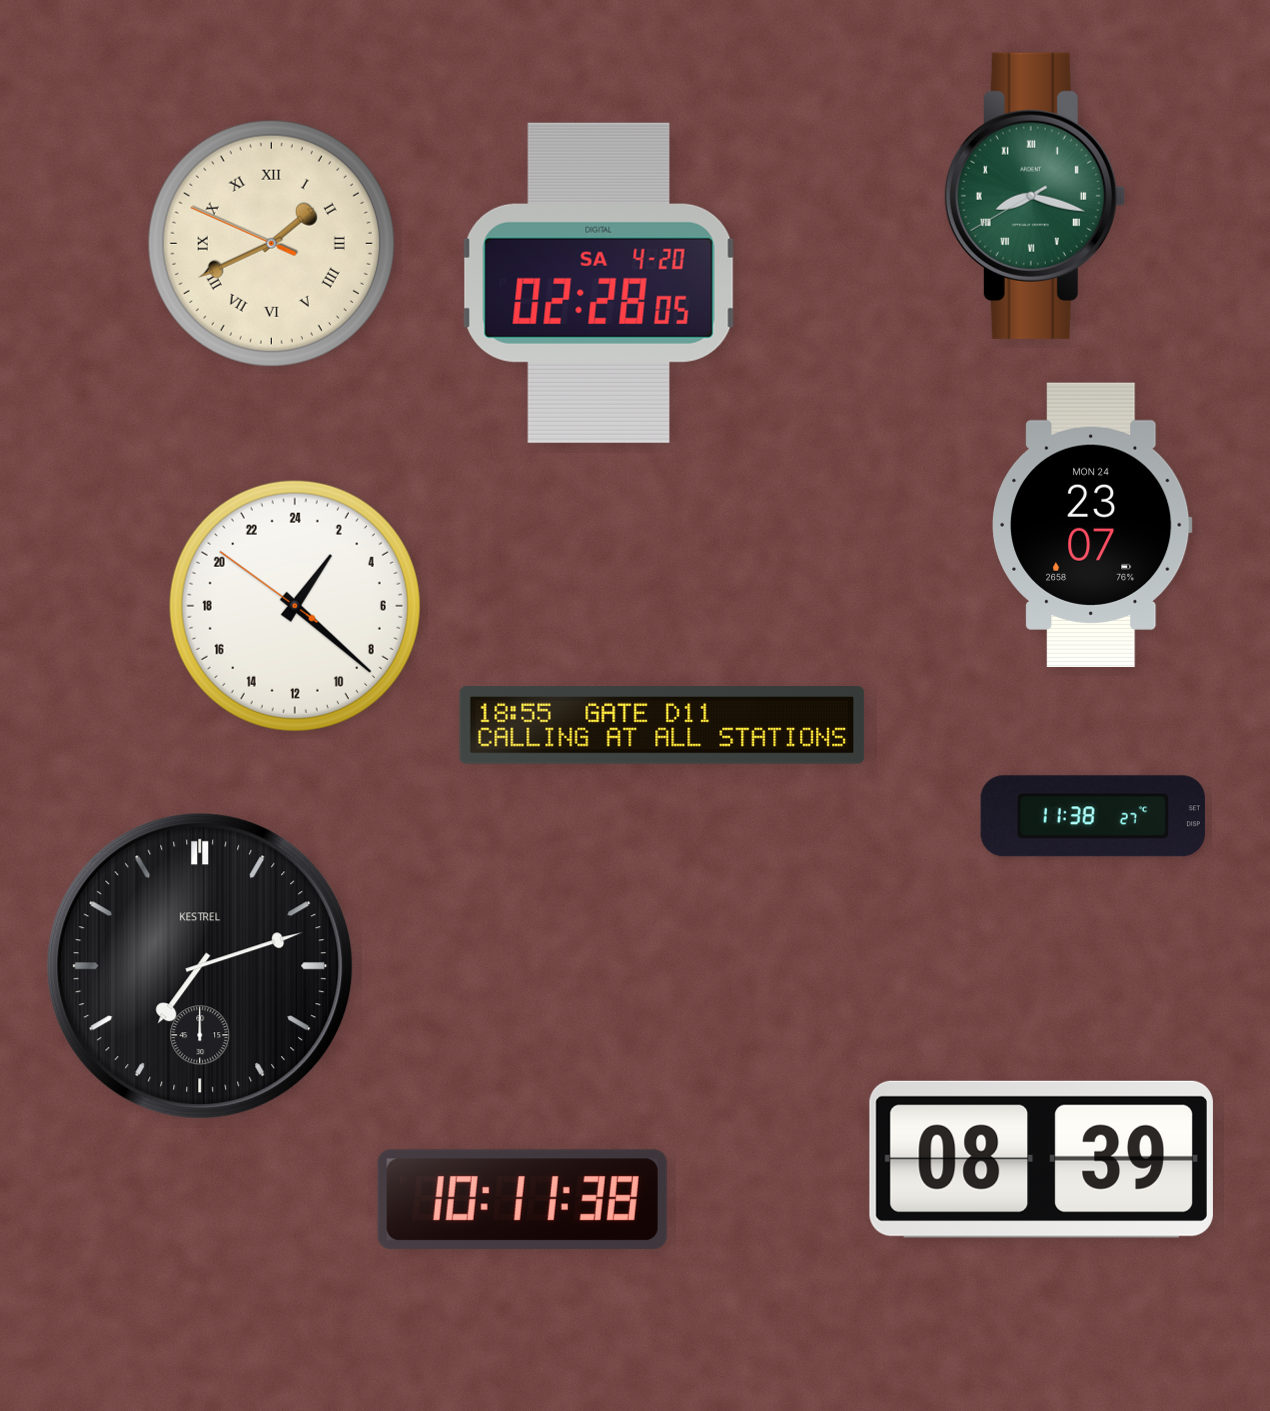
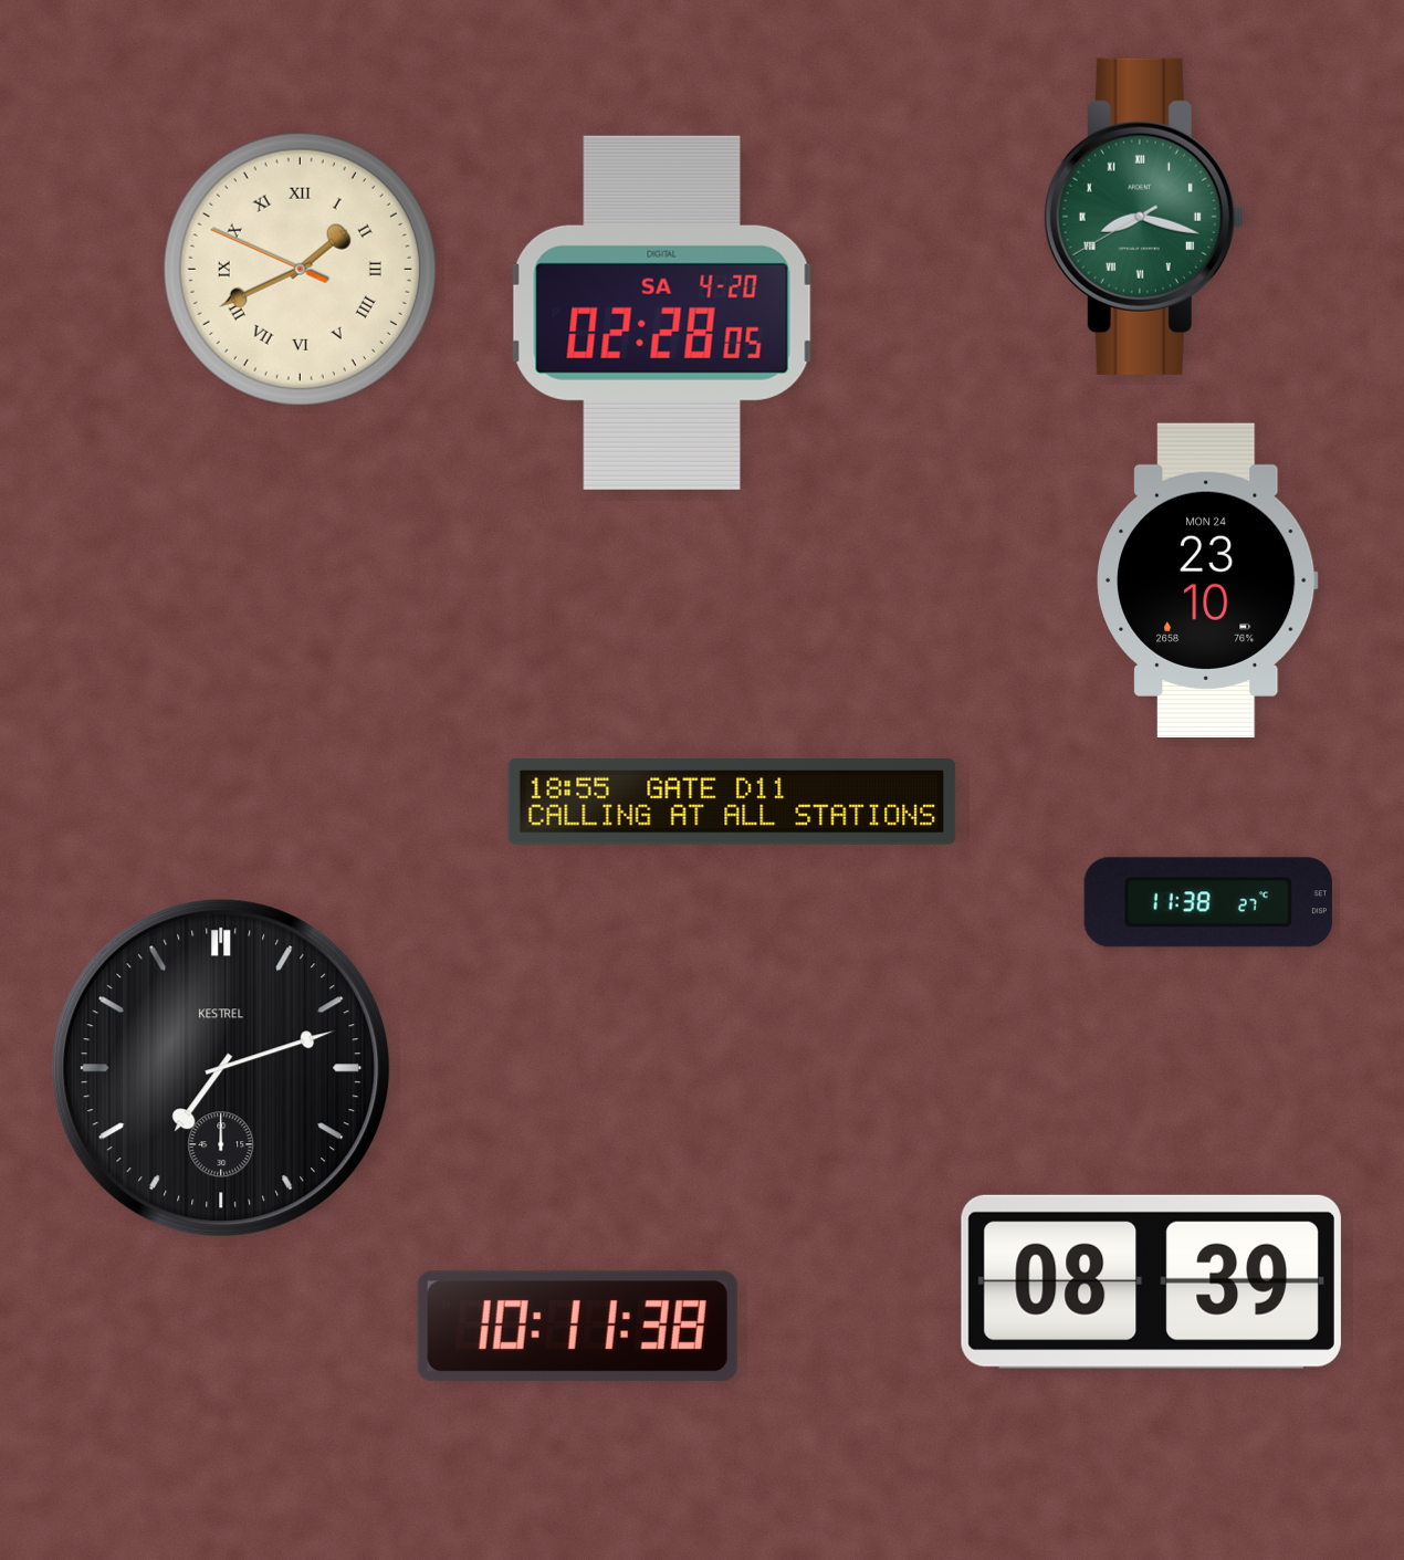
clock at (1093, 525): 23:07 -> 23:10
clock at (295, 606): 2:21 -> none
